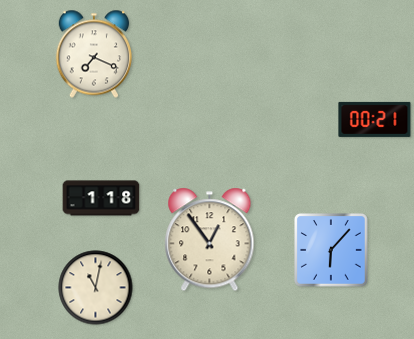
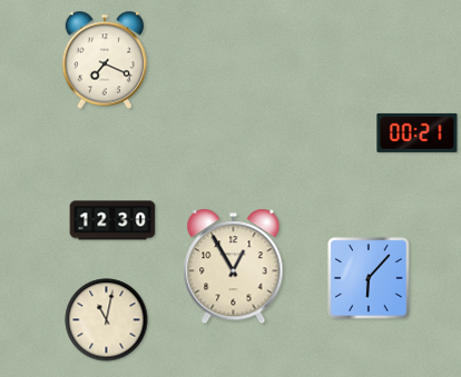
clock at (101, 198): 1:18 -> 12:30
clock at (210, 240): 12:54 -> 12:55
